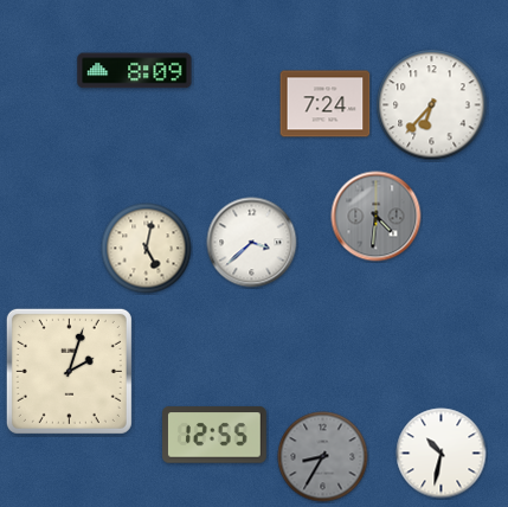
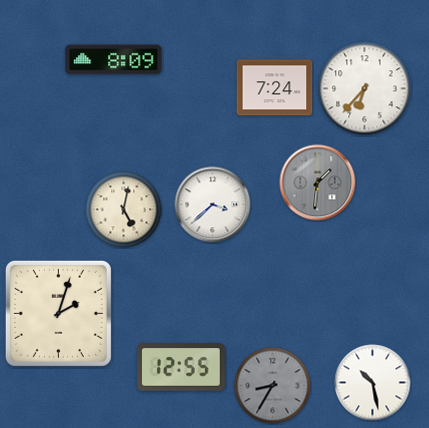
clock at (377, 217): 4:31 -> 1:31
clock at (442, 454): 10:32 -> 10:28
